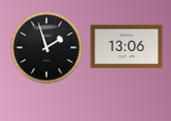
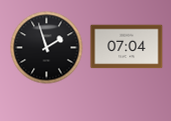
clock at (127, 47): 13:06 -> 07:04
